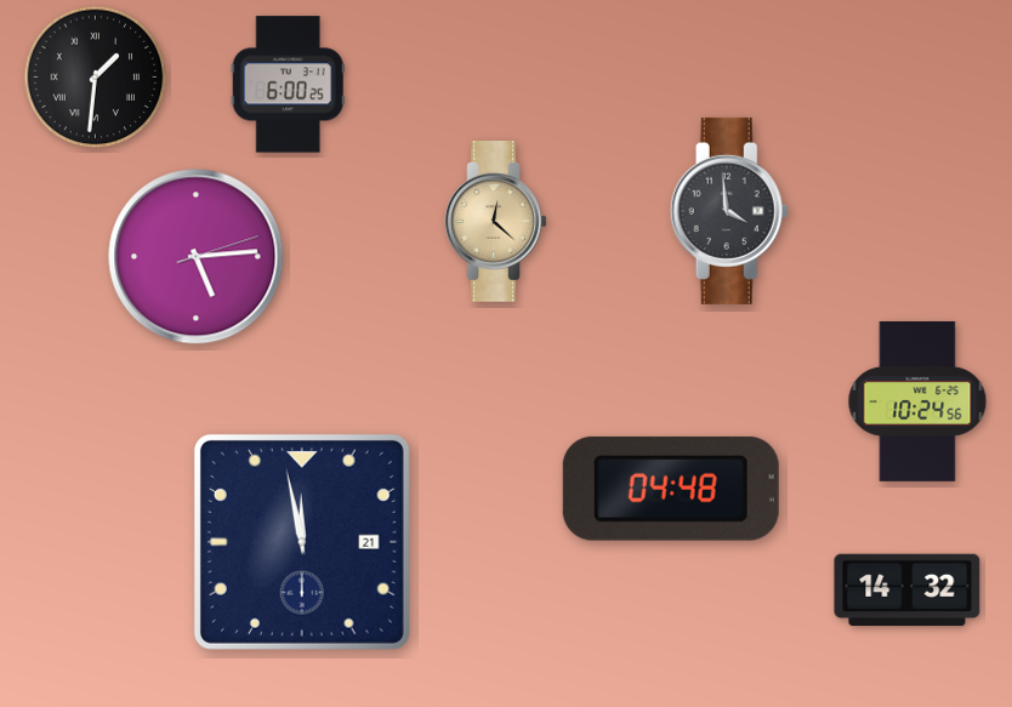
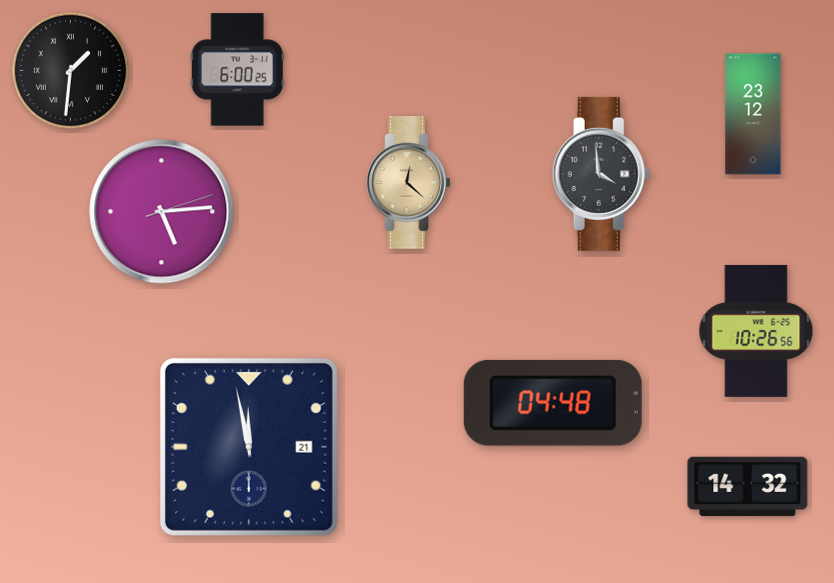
clock at (96, 78) position: (96, 78) -> (71, 71)
clock at (753, 114): none -> 23:12
clock at (917, 401): 10:24 -> 10:26
